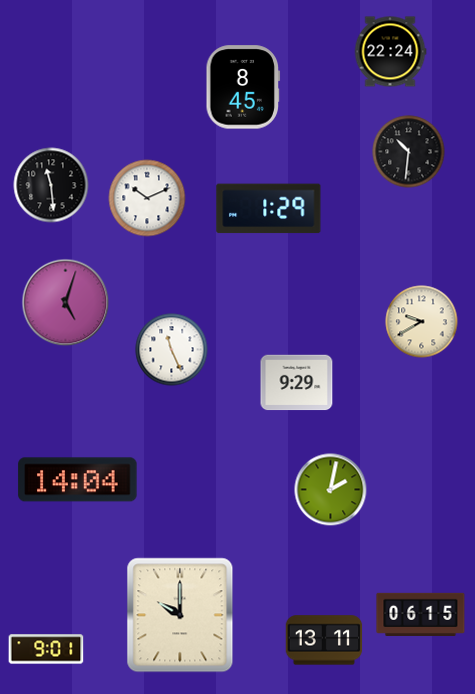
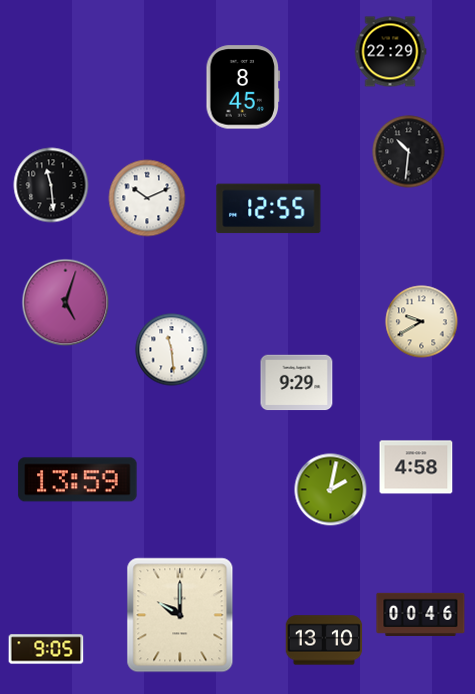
clock at (390, 52): 22:24 -> 22:29
clock at (269, 209): 1:29 -> 12:55
clock at (172, 350): 11:26 -> 11:29
clock at (416, 467): none -> 4:58
clock at (78, 480): 14:04 -> 13:59
clock at (421, 614): 06:15 -> 00:46
clock at (324, 640): 13:11 -> 13:10
clock at (46, 649): 9:01 -> 9:05
